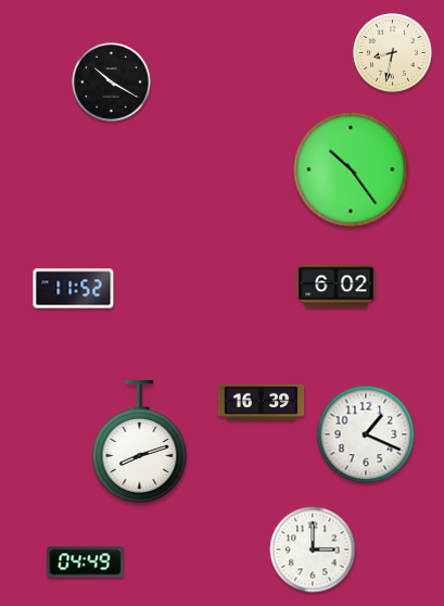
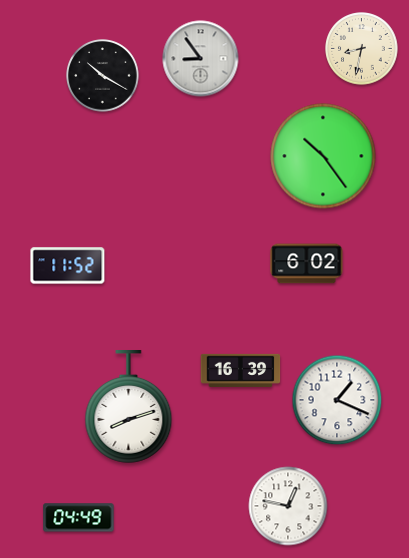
clock at (201, 59): none -> 8:54
clock at (337, 287) position: (337, 287) -> (307, 264)
clock at (313, 550): 3:00 -> 12:47
